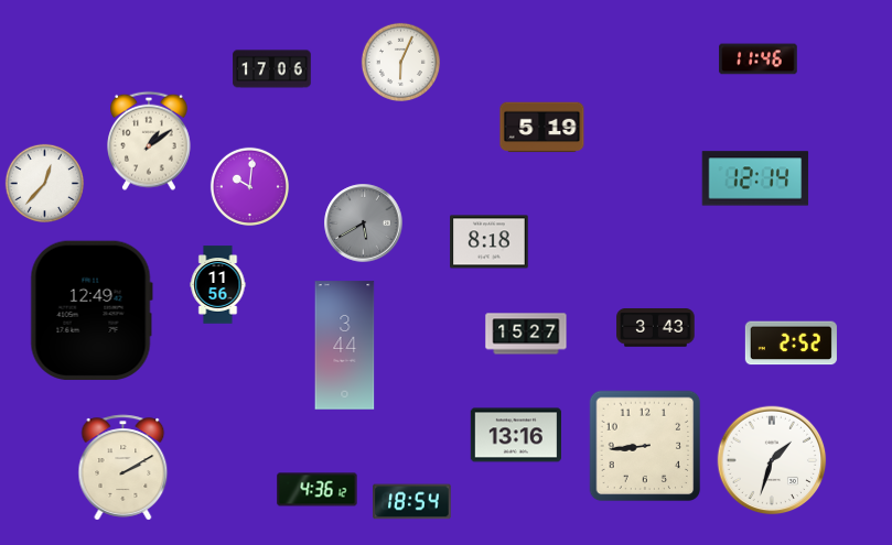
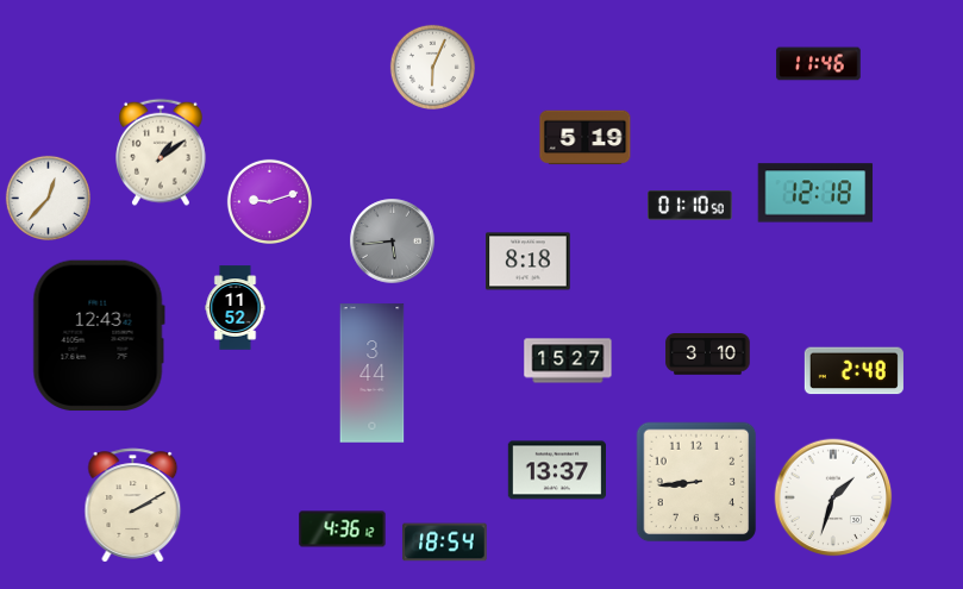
clock at (272, 69): 17:06 -> none
clock at (755, 178): 12:14 -> 12:18
clock at (249, 186): 10:01 -> 9:12
clock at (690, 206): none -> 01:10
clock at (364, 224): 5:40 -> 5:44
clock at (218, 285): 11:56 -> 11:52
clock at (92, 310): 12:49 -> 12:43
clock at (656, 328): 3:43 -> 3:10
clock at (791, 344): 2:52 -> 2:48
clock at (515, 435): 13:16 -> 13:37
